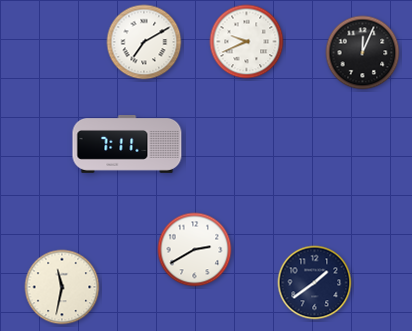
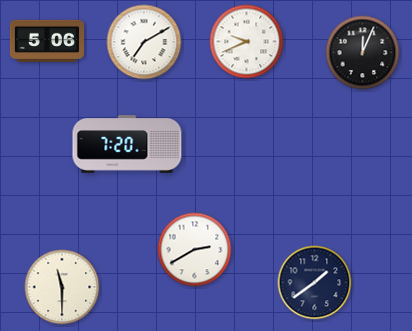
clock at (47, 41): none -> 5:06
clock at (127, 145): 7:11 -> 7:20
clock at (62, 287): 11:32 -> 11:30
